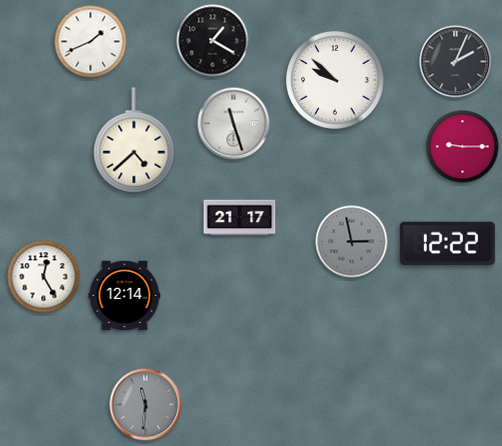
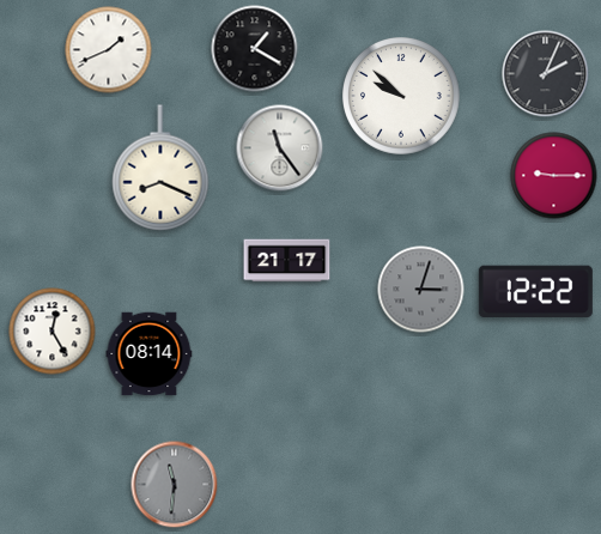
clock at (234, 124): 11:27 -> 11:24
clock at (134, 140): 4:38 -> 8:19
clock at (352, 242): 2:58 -> 3:03
clock at (125, 296): 12:14 -> 08:14
